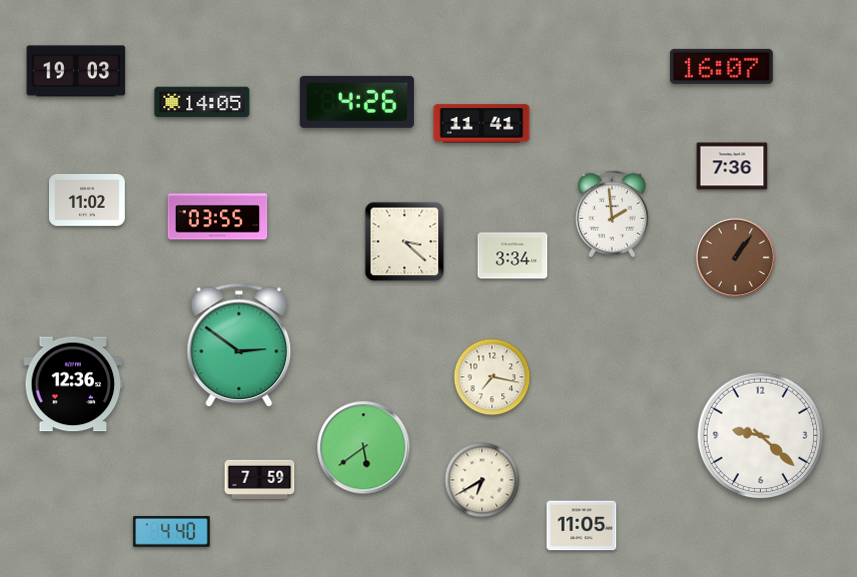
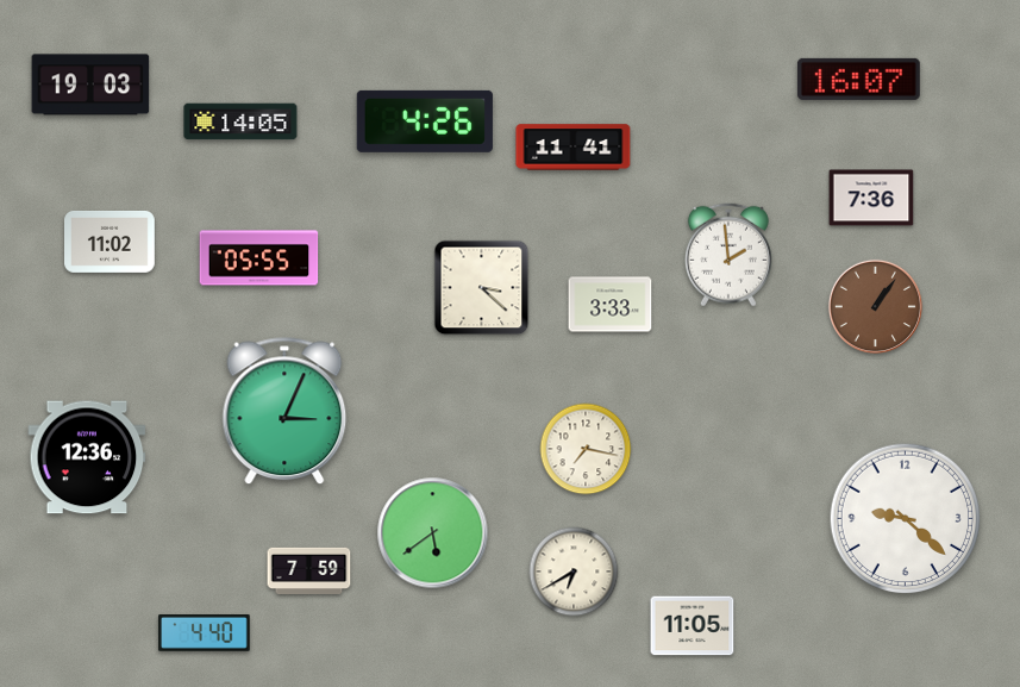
clock at (88, 200) position: (88, 200) -> (111, 242)
clock at (218, 217): 03:55 -> 05:55
clock at (513, 256): 3:34 -> 3:33
clock at (239, 345): 2:51 -> 3:04
